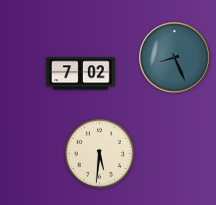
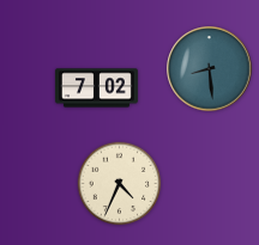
clock at (175, 58): 8:26 -> 8:29
clock at (100, 154): 5:31 -> 4:34
